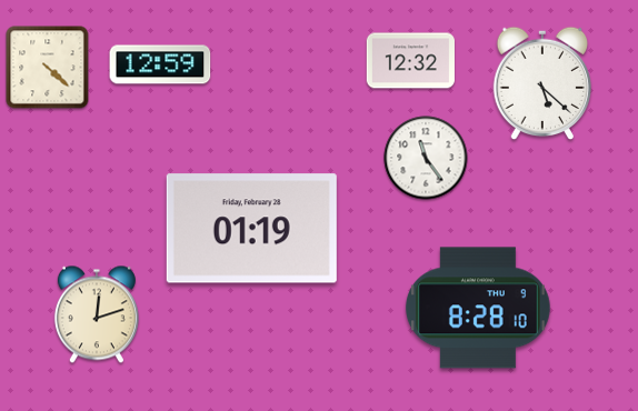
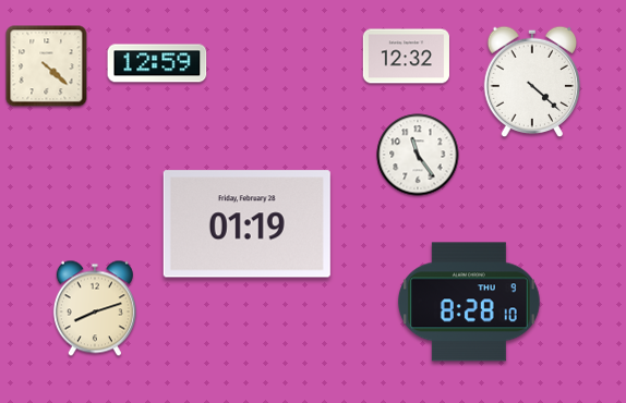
clock at (410, 61) position: (410, 61) -> (406, 57)
clock at (542, 83): 5:22 -> 4:22
clock at (97, 314): 12:12 -> 8:12
